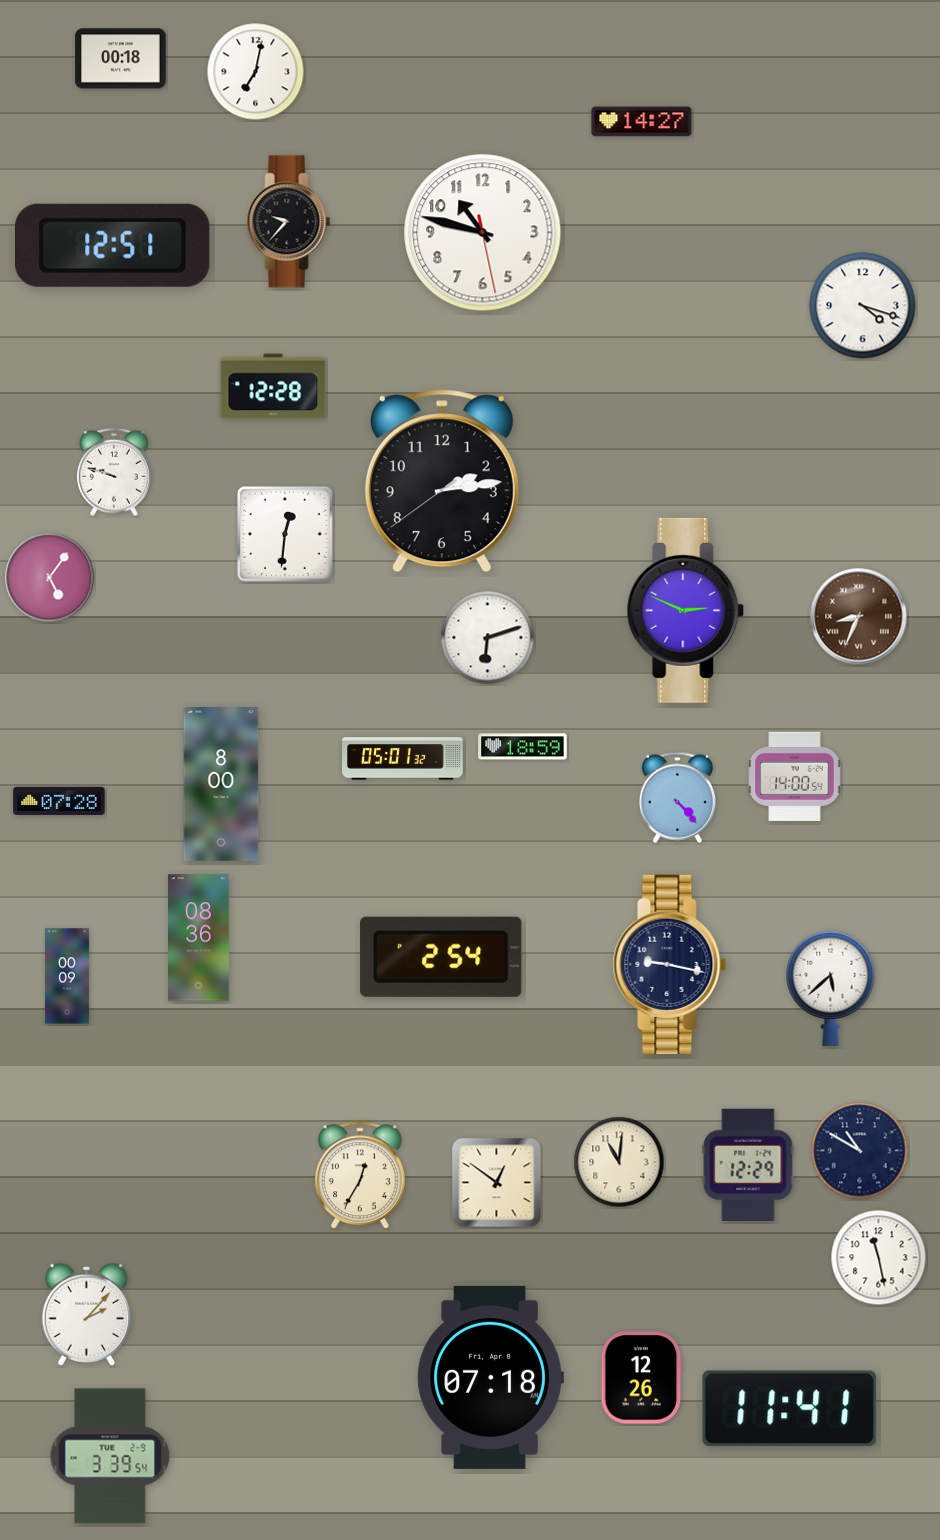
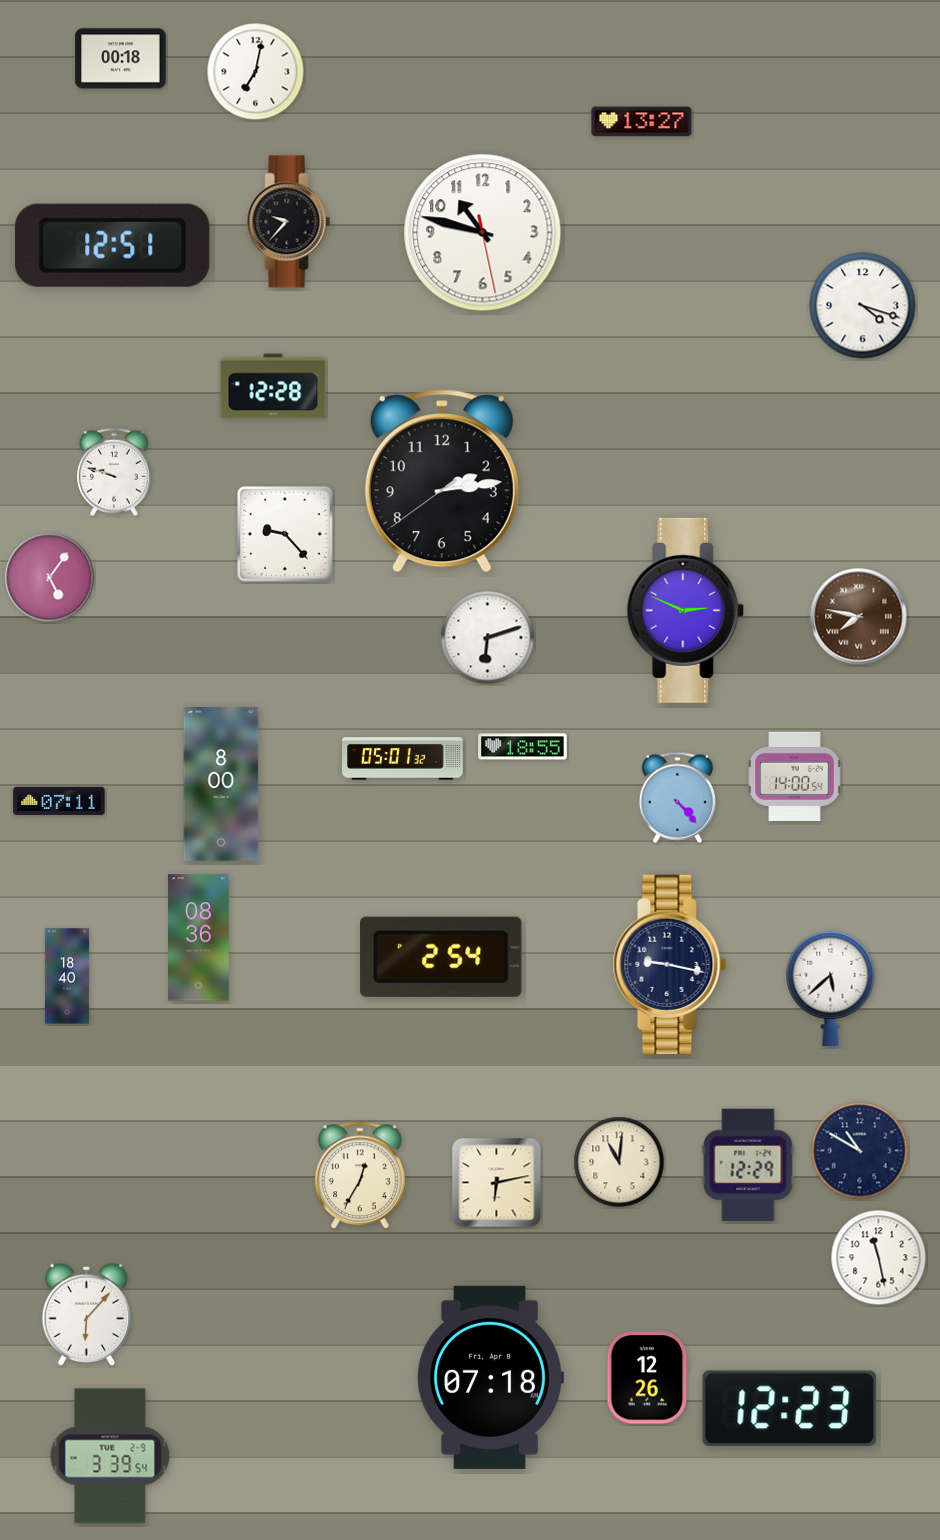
clock at (642, 122): 14:27 -> 13:27
clock at (286, 535): 12:31 -> 9:23
clock at (859, 617): 8:34 -> 7:47
clock at (523, 747): 18:59 -> 18:55
clock at (59, 801): 07:28 -> 07:11
clock at (67, 976): 00:09 -> 18:40
clock at (497, 1183): 12:51 -> 6:13
clock at (86, 1314): 2:07 -> 6:07
clock at (642, 1378) position: (642, 1378) -> (648, 1378)
clock at (790, 1409): 11:41 -> 12:23
